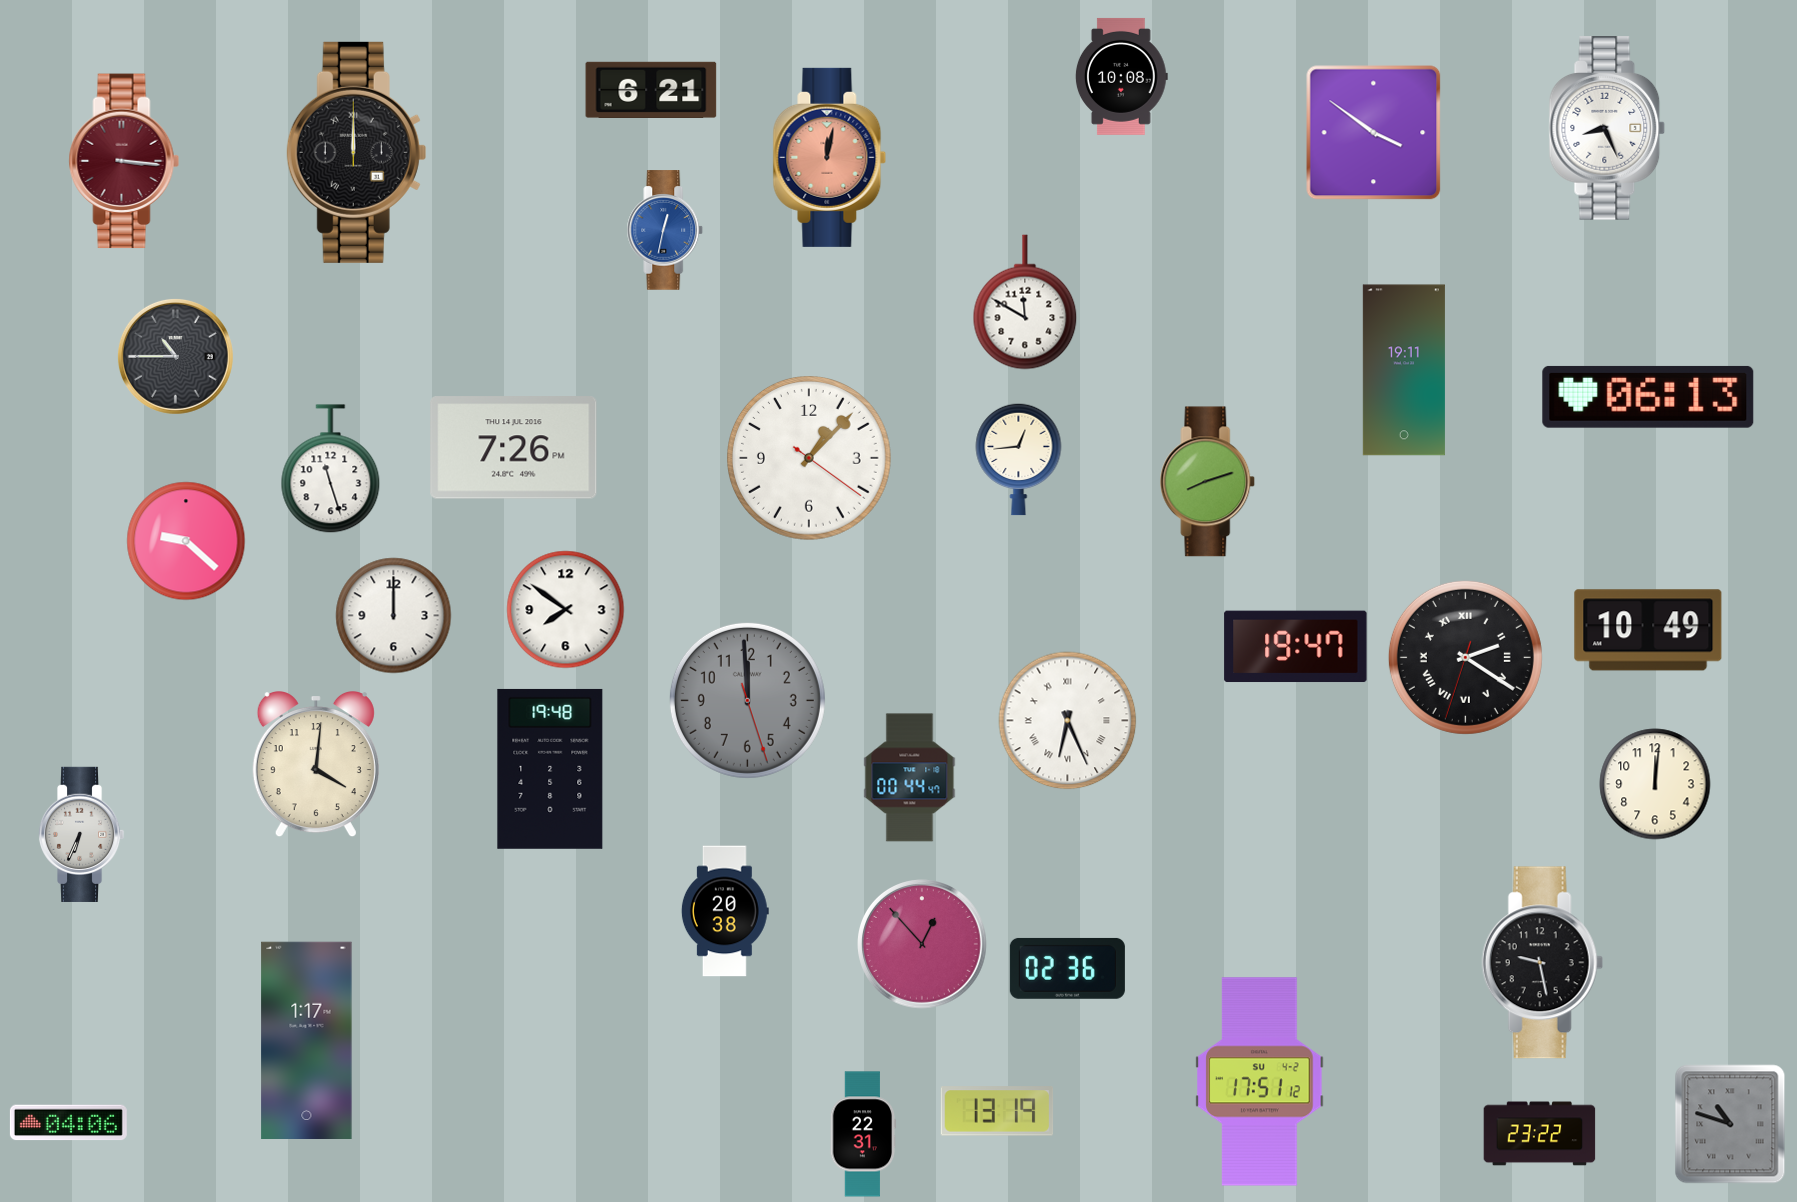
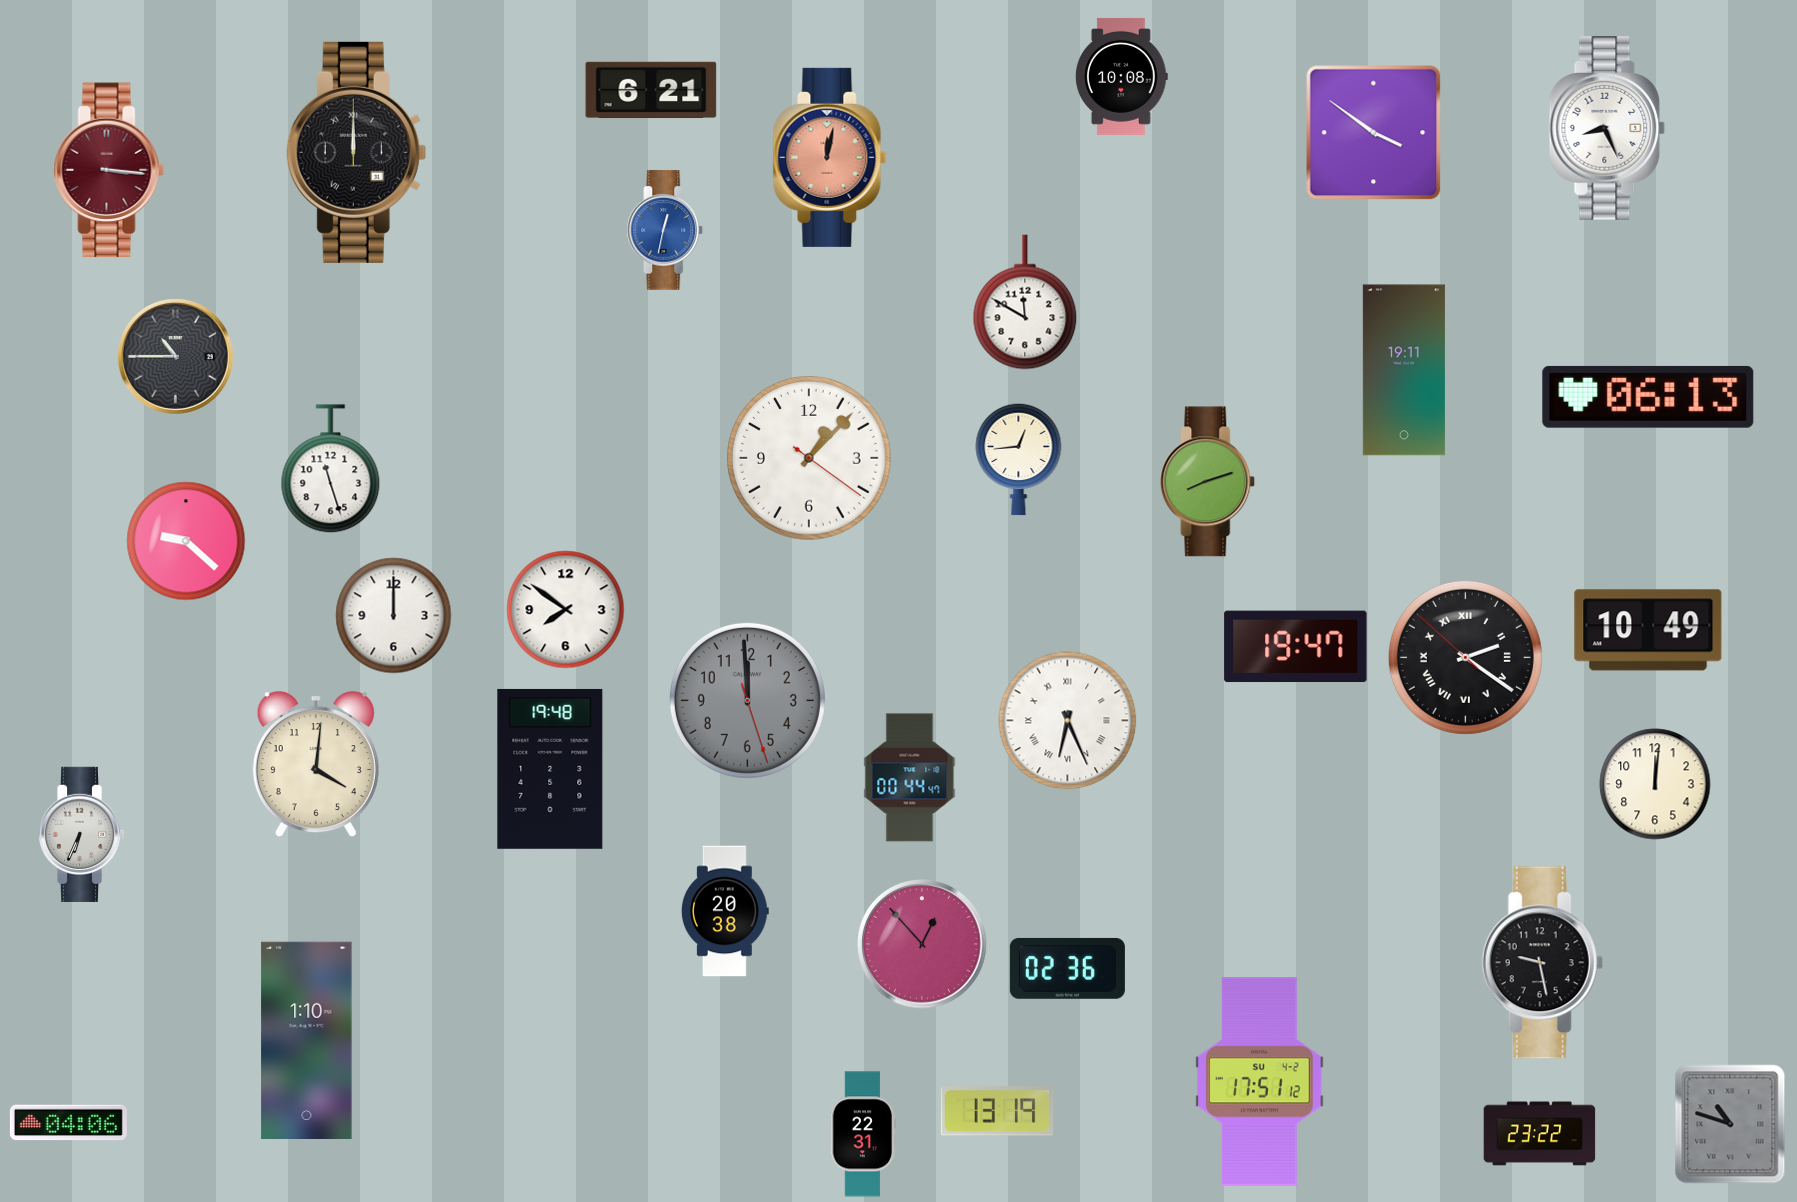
clock at (124, 161) position: (124, 161) -> (109, 170)
clock at (514, 448): 7:26 -> none
clock at (1465, 657): 2:20:33 -> 2:20:52
clock at (307, 1040): 1:17 -> 1:10
